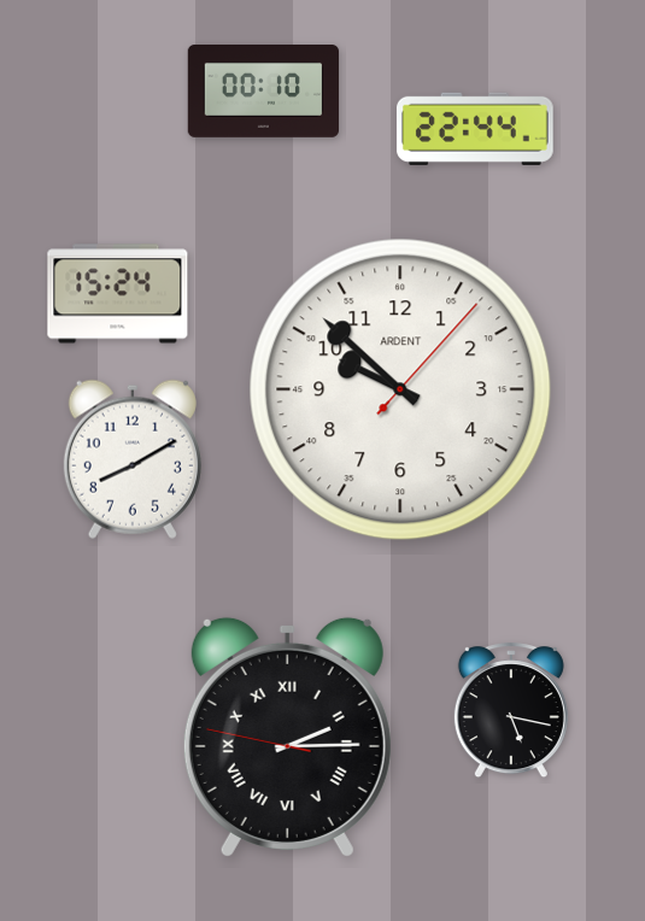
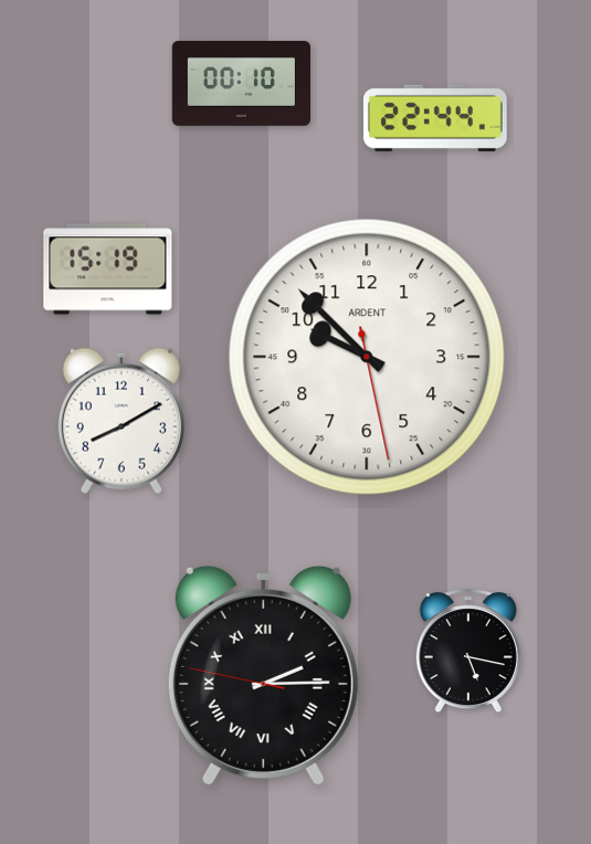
clock at (118, 294): 15:24 -> 15:19
clock at (400, 389): 9:52:07 -> 9:52:28
